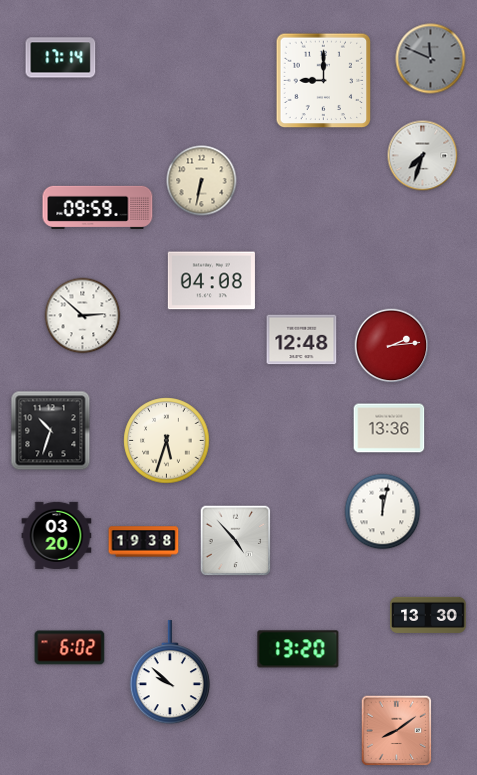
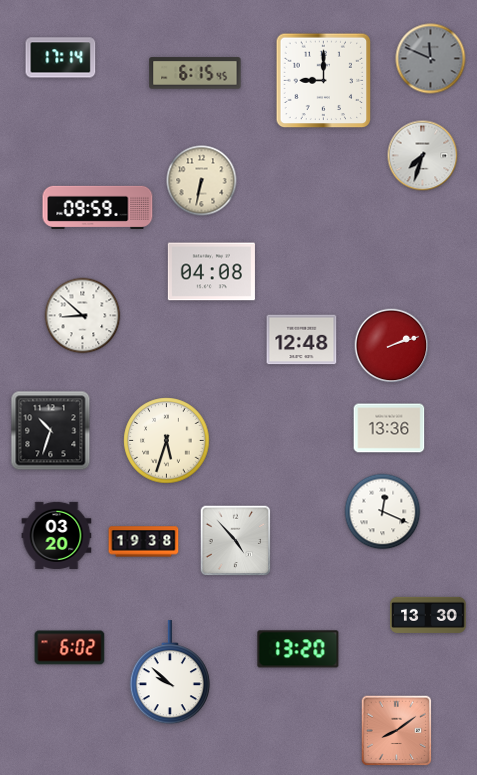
clock at (195, 73): none -> 6:15
clock at (211, 281) position: (211, 281) -> (211, 272)
clock at (83, 316): 2:52 -> 8:52
clock at (392, 346): 2:14 -> 2:12
clock at (383, 512): 12:02 -> 12:19
